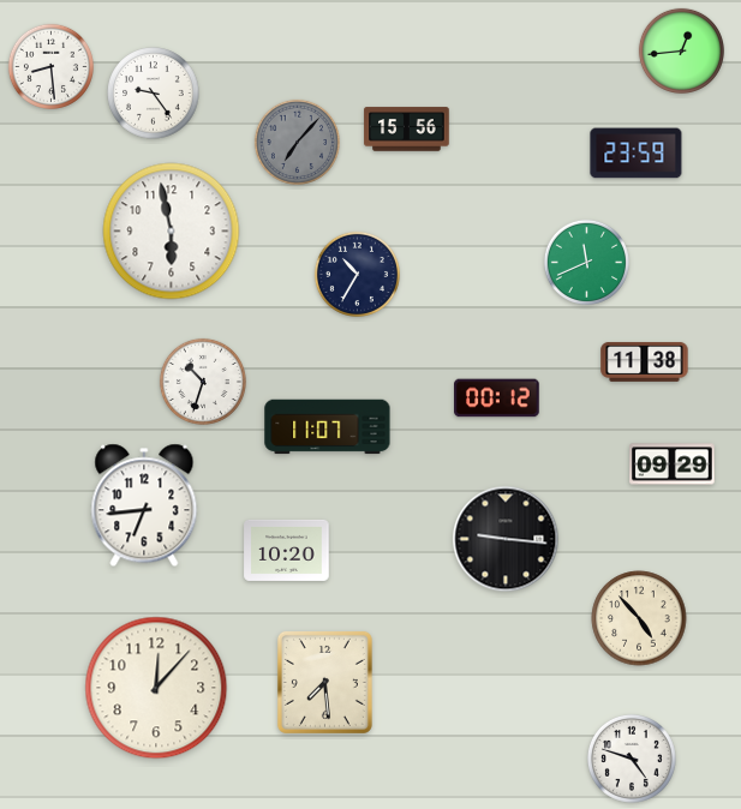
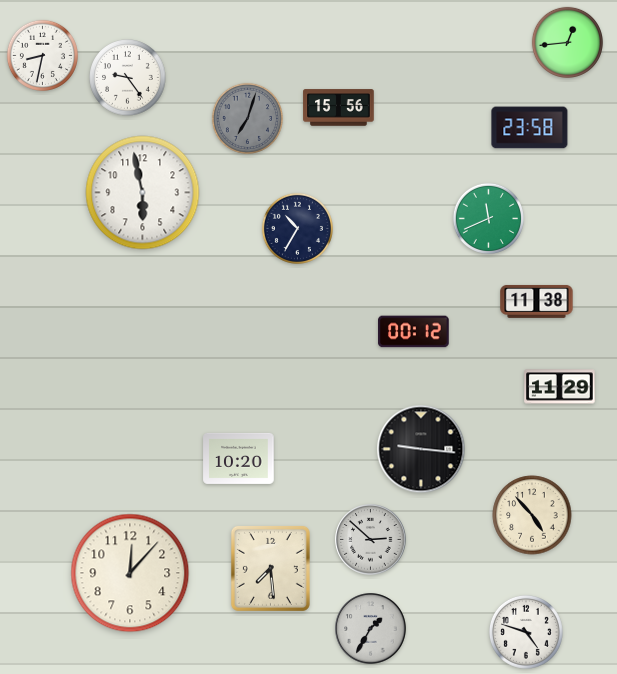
clock at (50, 66): 8:29 -> 8:32
clock at (297, 142): 7:07 -> 7:03
clock at (637, 154): 23:59 -> 23:58
clock at (203, 382): 10:33 -> none
clock at (328, 427): 11:07 -> none
clock at (673, 465): 09:29 -> 11:29
clock at (144, 505): 6:44 -> none
clock at (371, 540): none -> 2:52
clock at (371, 629): none -> 1:35
